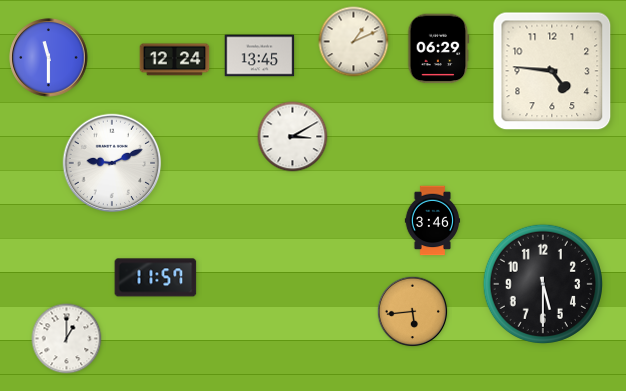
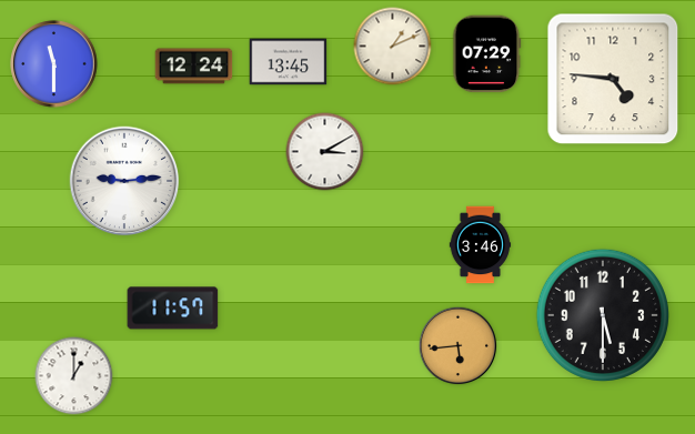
clock at (439, 49): 06:29 -> 07:29
clock at (112, 163): 9:11 -> 9:14
